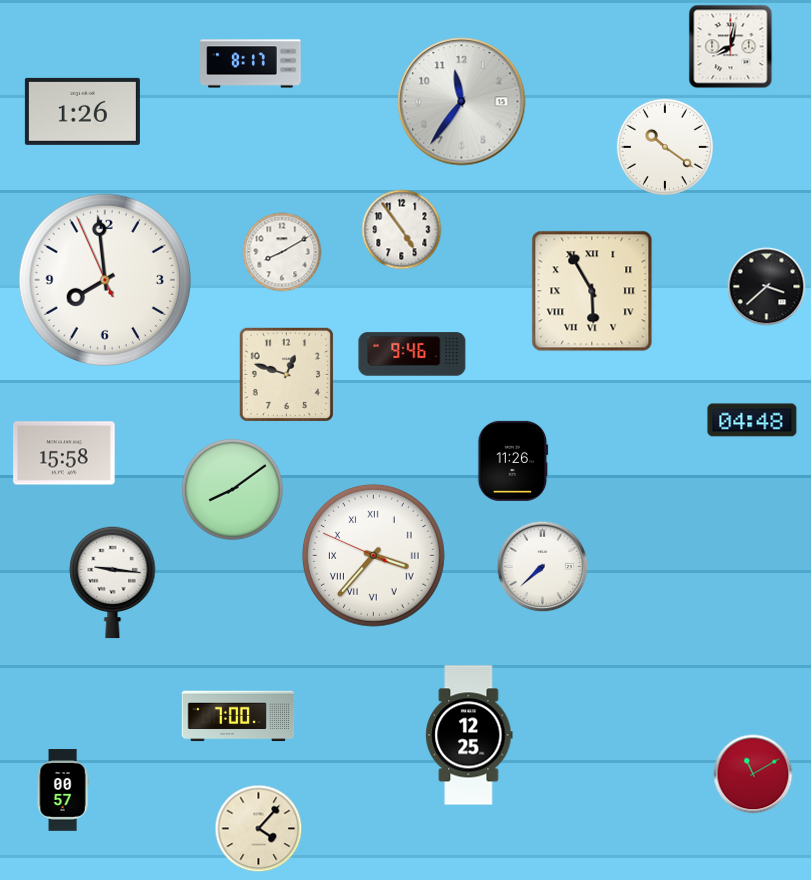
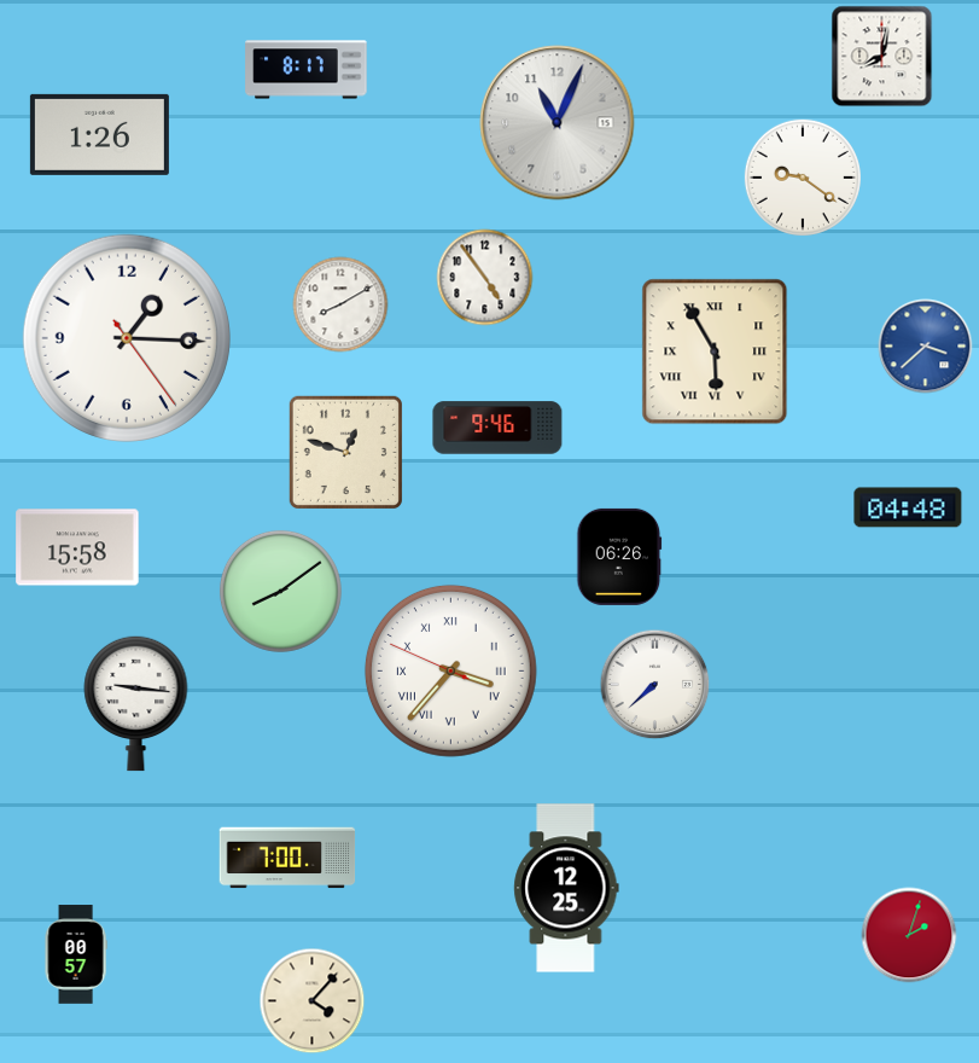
clock at (251, 64) position: (251, 64) -> (307, 70)
clock at (462, 102): 11:36 -> 11:04
clock at (665, 147): 10:21 -> 9:21
clock at (105, 280): 7:58 -> 1:15
clock at (767, 287) dial: black -> blue
clock at (513, 461): 11:26 -> 06:26
clock at (238, 716) position: (238, 716) -> (287, 858)
clock at (753, 774): 11:10 -> 2:03
